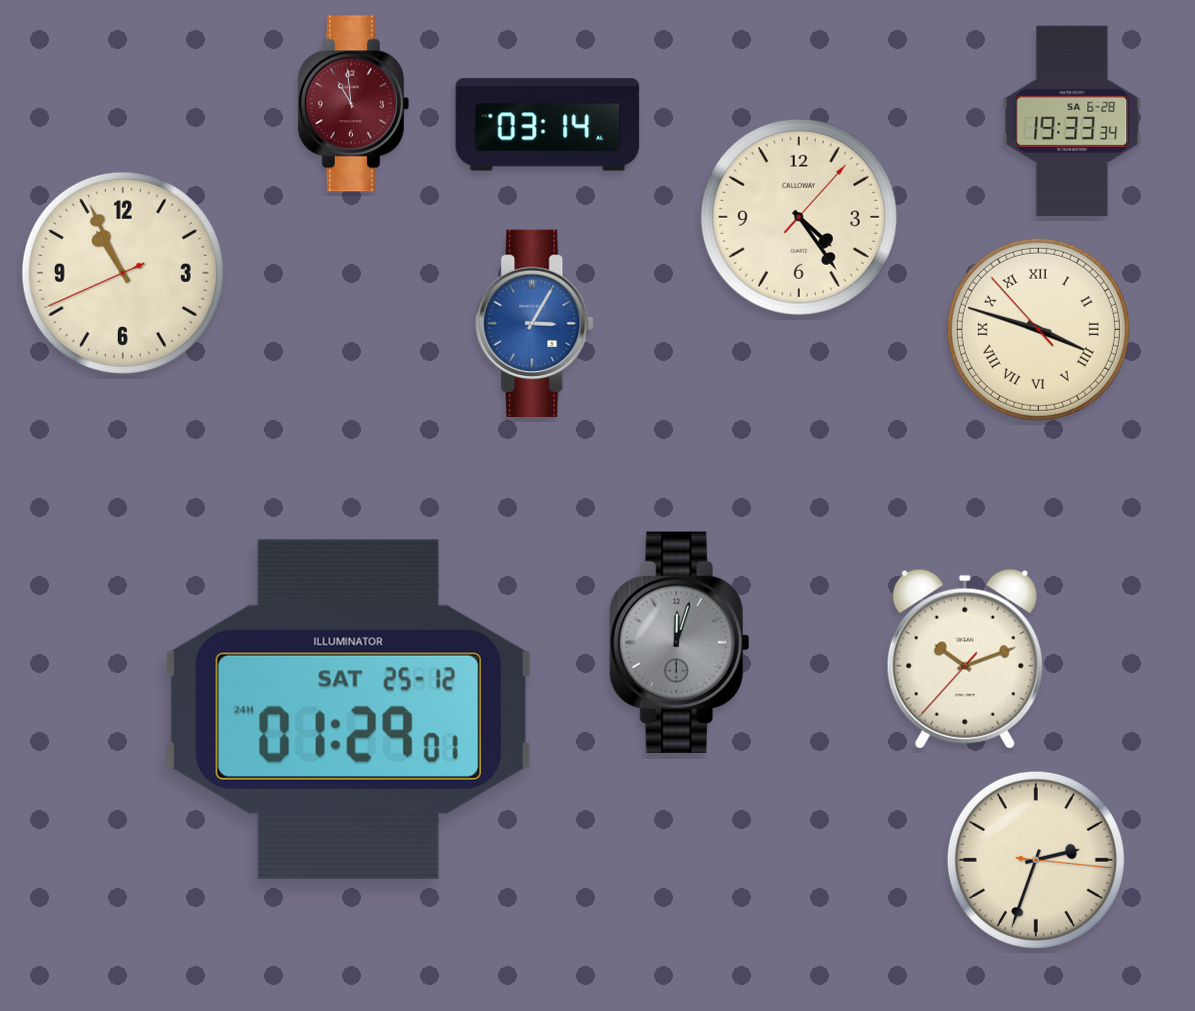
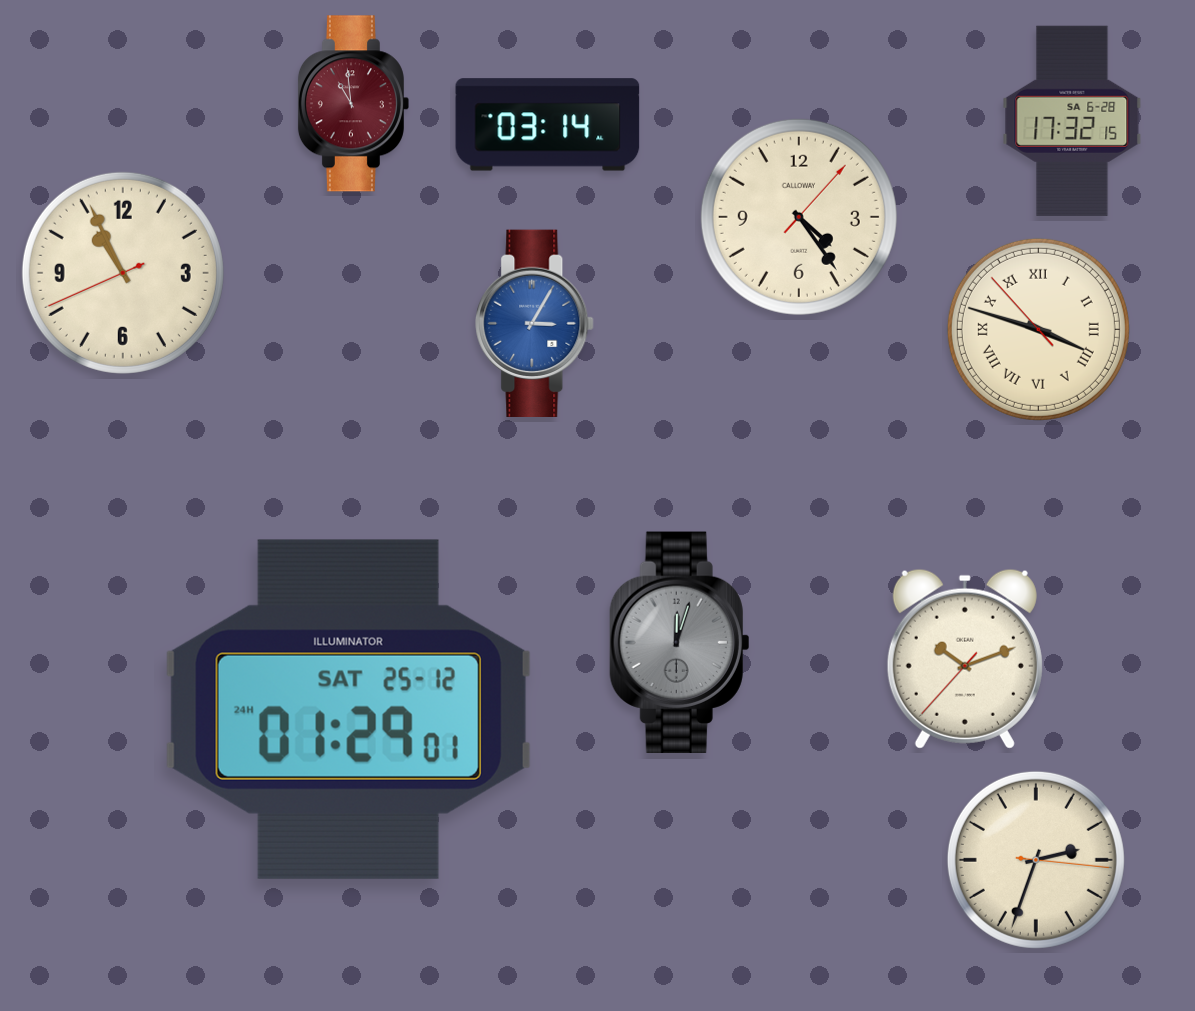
clock at (1072, 121): 19:33 -> 17:32
